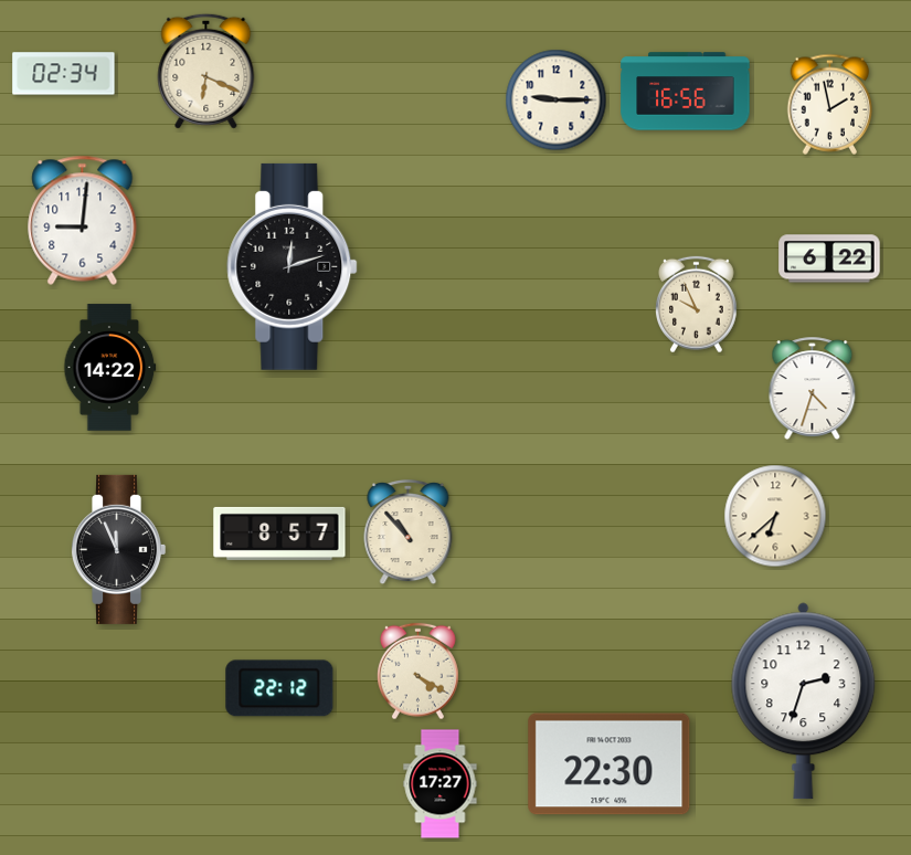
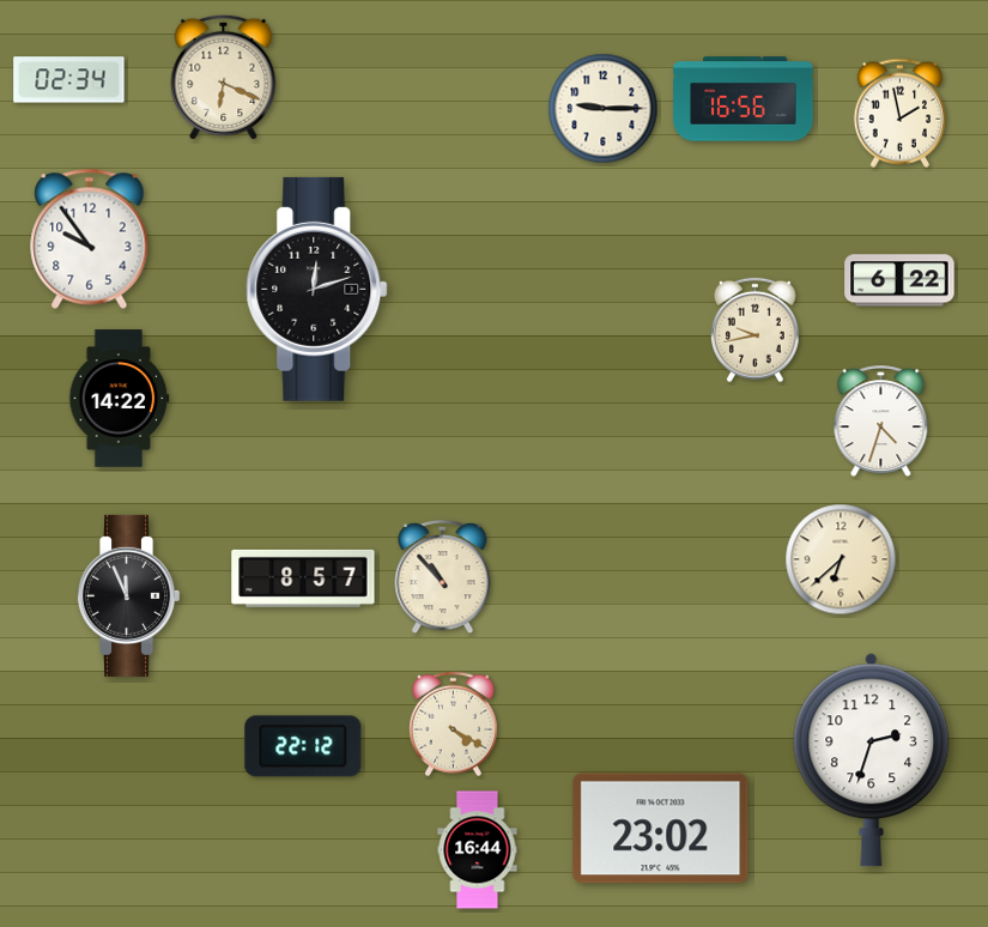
clock at (83, 220): 9:01 -> 9:54
clock at (697, 305): 9:56 -> 9:43
clock at (419, 672) position: (419, 672) -> (454, 725)
clock at (610, 764): 22:30 -> 23:02
clock at (441, 784): 17:27 -> 16:44
